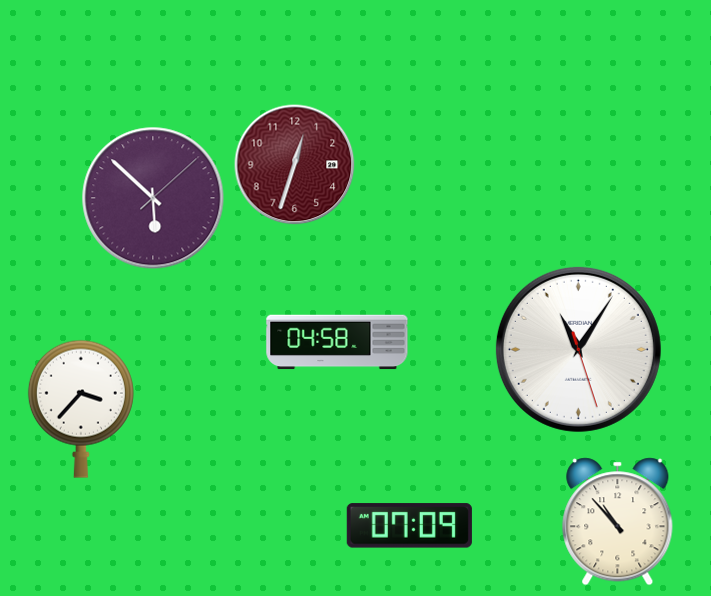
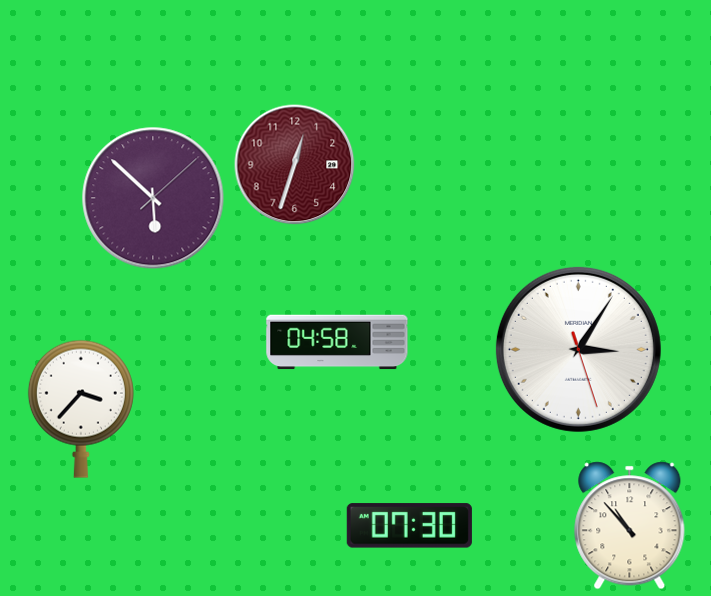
clock at (578, 349): 11:05 -> 3:05
clock at (618, 522) position: (618, 522) -> (630, 526)
clock at (409, 526): 07:09 -> 07:30
